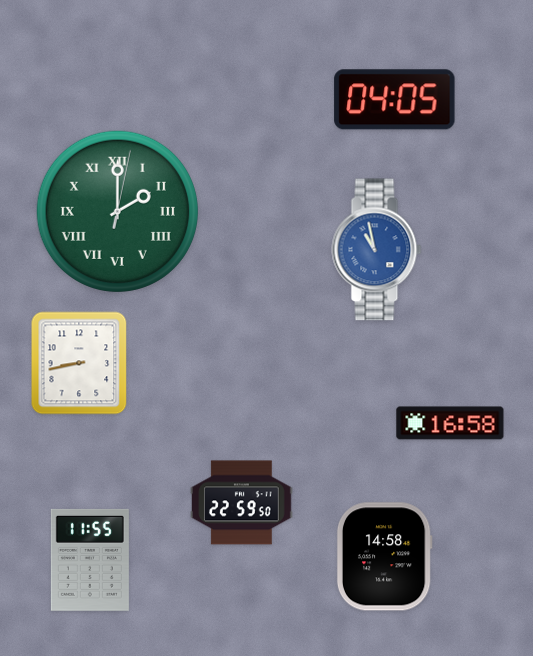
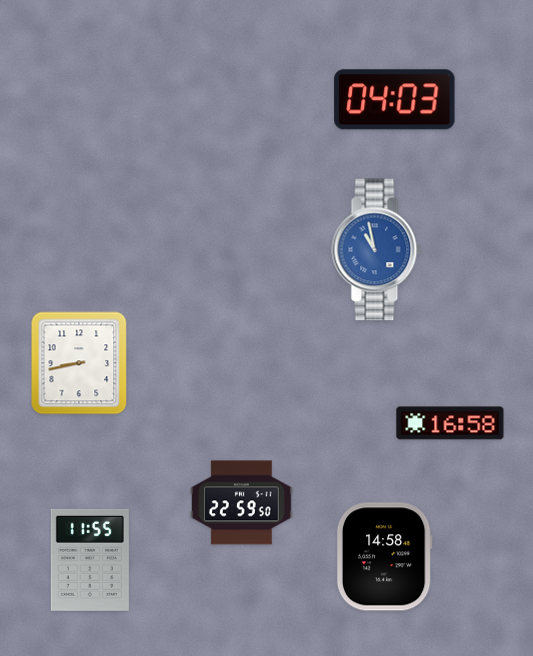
clock at (395, 100): 04:05 -> 04:03
clock at (117, 211): 2:00 -> none
